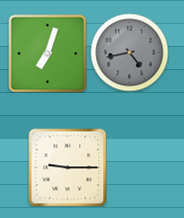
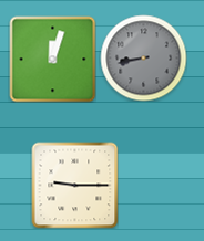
clock at (129, 52): 4:43 -> 8:43
clock at (47, 53): 7:03 -> 12:03
